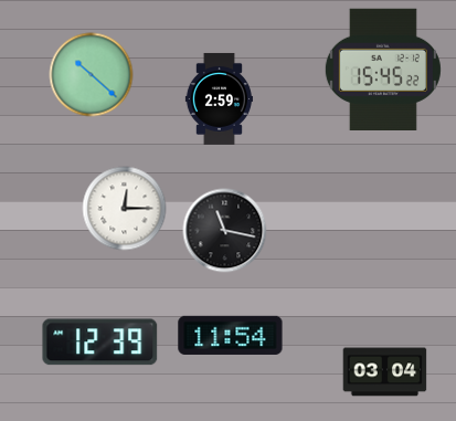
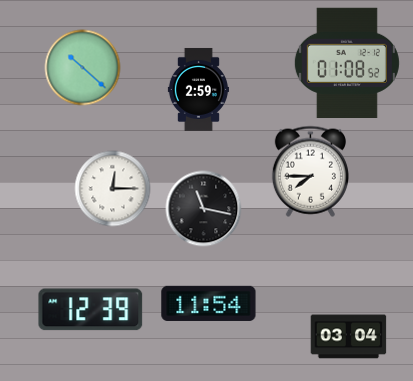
clock at (383, 70): 15:45 -> 01:08
clock at (310, 171): none -> 7:45
